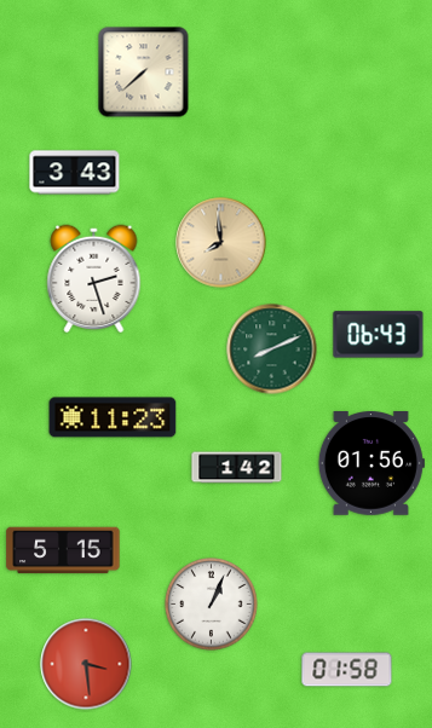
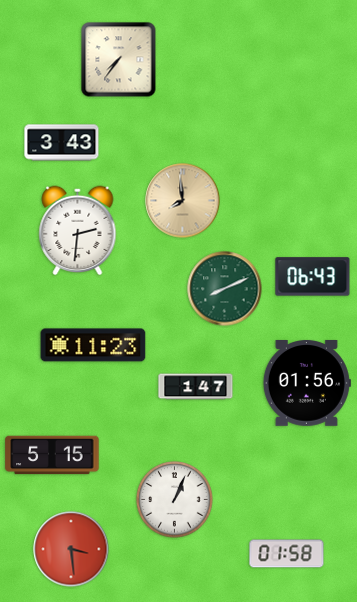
clock at (144, 73): 7:38 -> 7:36
clock at (94, 279): 2:27 -> 2:31
clock at (237, 468): 1:42 -> 1:47
